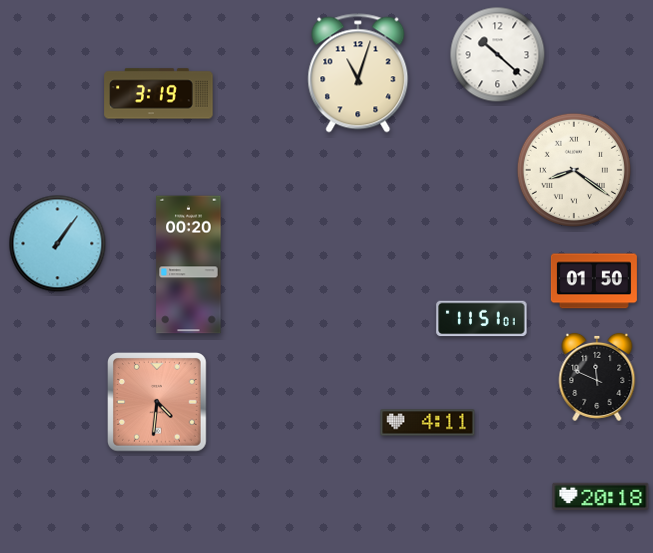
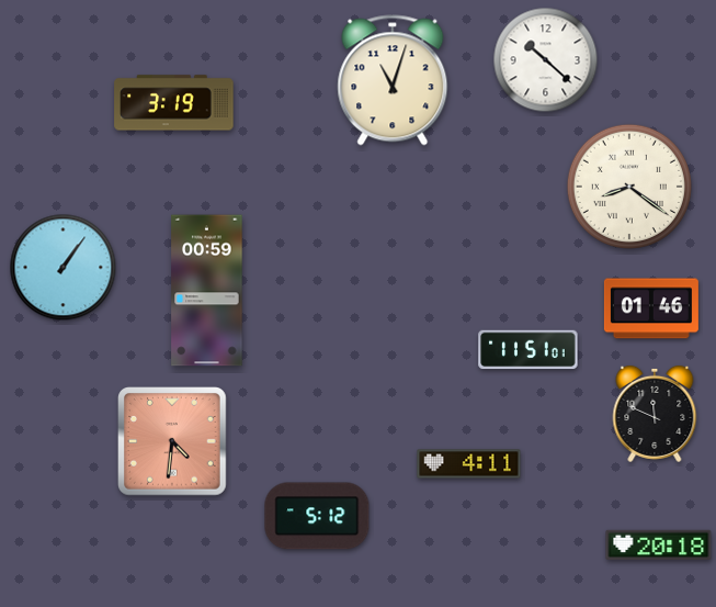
clock at (189, 265): 00:20 -> 00:59
clock at (594, 281): 01:50 -> 01:46
clock at (317, 516): none -> 5:12
